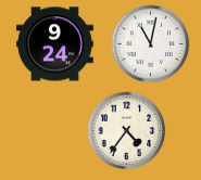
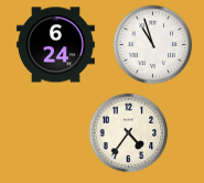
clock at (54, 44): 9:24 -> 6:24
clock at (151, 44): 11:02 -> 10:57
